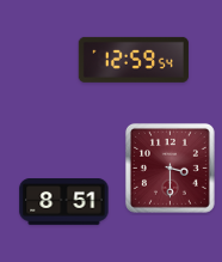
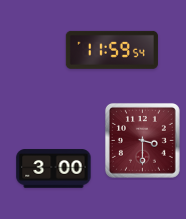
clock at (134, 60): 12:59 -> 11:59
clock at (64, 202): 8:51 -> 3:00
